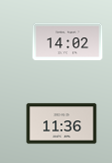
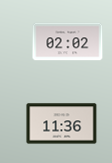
clock at (68, 42): 14:02 -> 02:02
